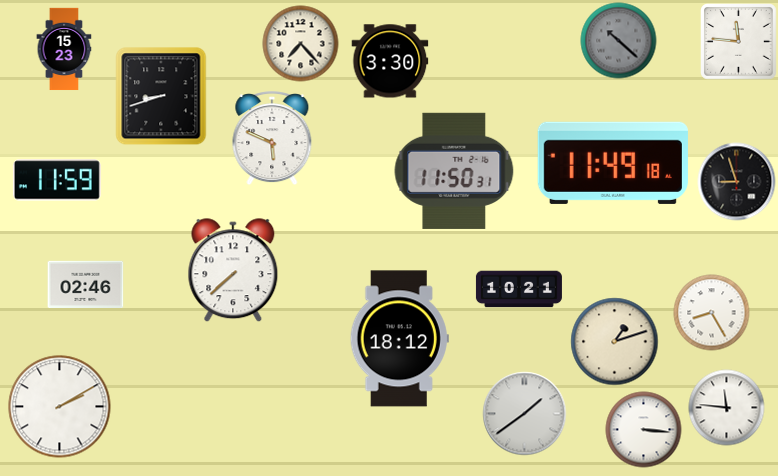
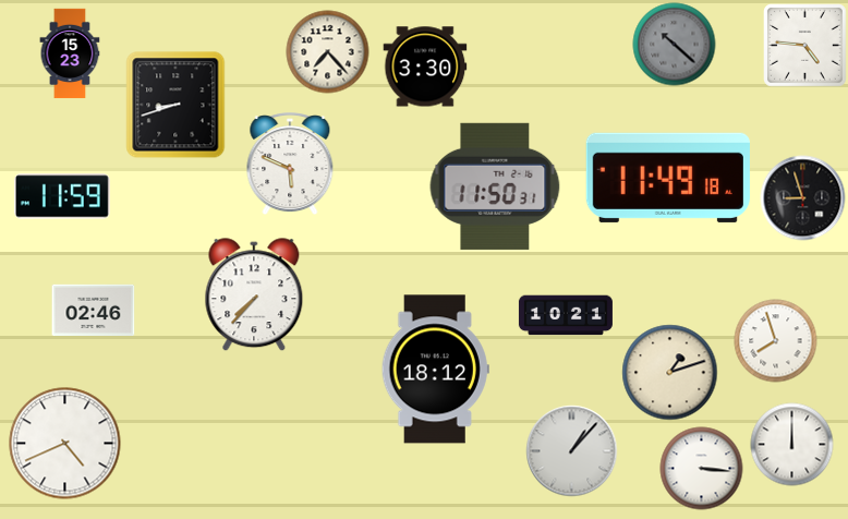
clock at (739, 42): 11:46 -> 4:46
clock at (301, 44) position: (301, 44) -> (328, 52)
clock at (272, 139) position: (272, 139) -> (290, 165)
clock at (233, 271): 7:38 -> 7:37
clock at (712, 313): 8:25 -> 7:57
clock at (60, 407): 2:10 -> 4:41
clock at (727, 408): 11:46 -> 12:00
clock at (525, 414): 1:39 -> 1:07
